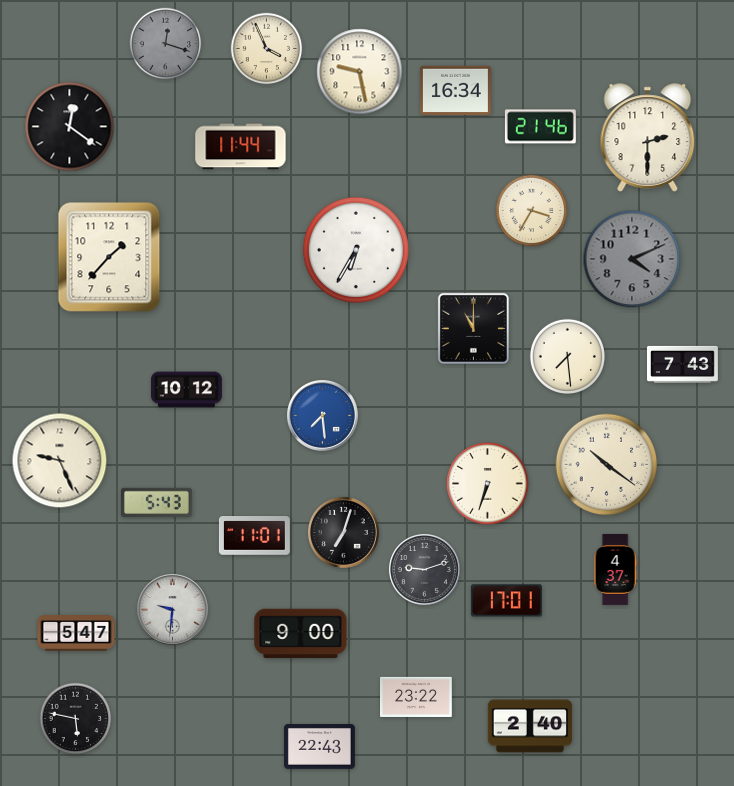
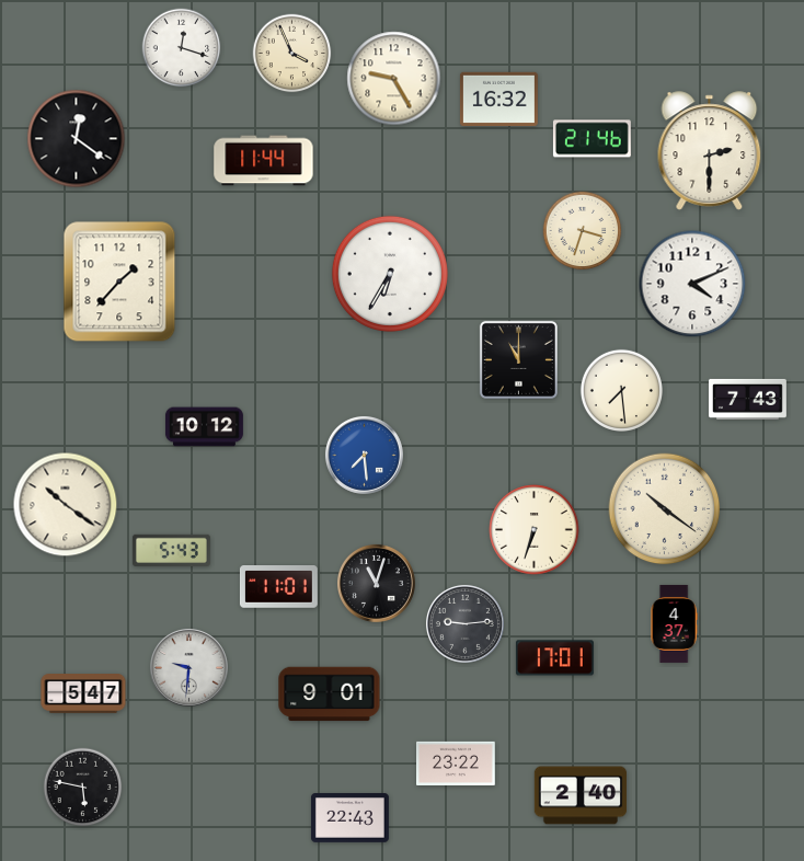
clock at (166, 44) dial: grey -> white
clock at (360, 72): 9:28 -> 9:25
clock at (455, 90): 16:34 -> 16:32
clock at (532, 211): 3:35 -> 3:33
clock at (632, 259) dial: grey -> white
clock at (322, 415) position: (322, 415) -> (364, 455)
clock at (60, 461): 9:26 -> 10:21
clock at (343, 532): 7:03 -> 11:03
clock at (424, 569): 9:12 -> 9:14
clock at (301, 634): 9:00 -> 9:01
